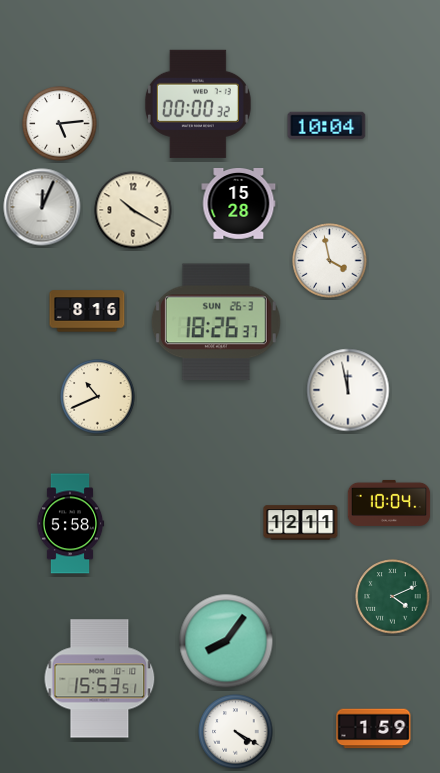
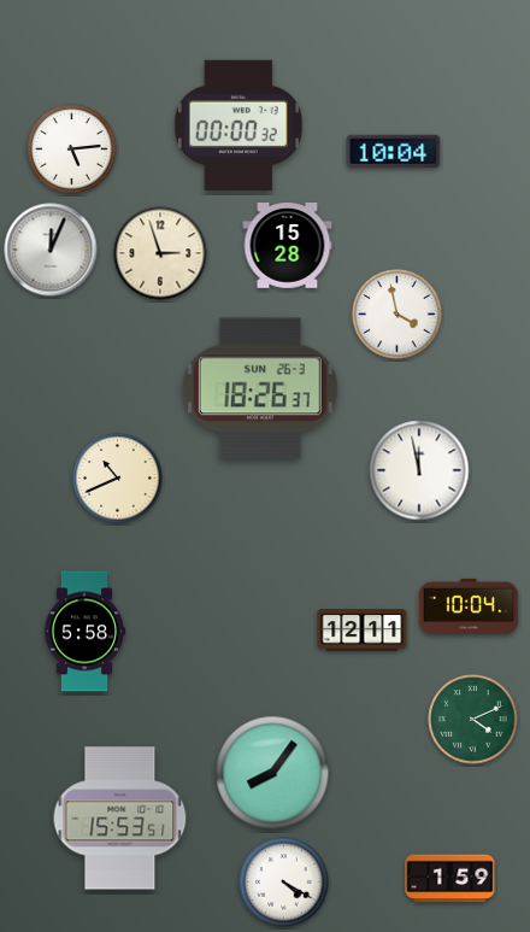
clock at (133, 210): 10:20 -> 2:57
clock at (87, 311): 8:16 -> none
